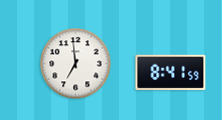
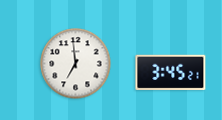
clock at (171, 72): 8:41 -> 3:45
